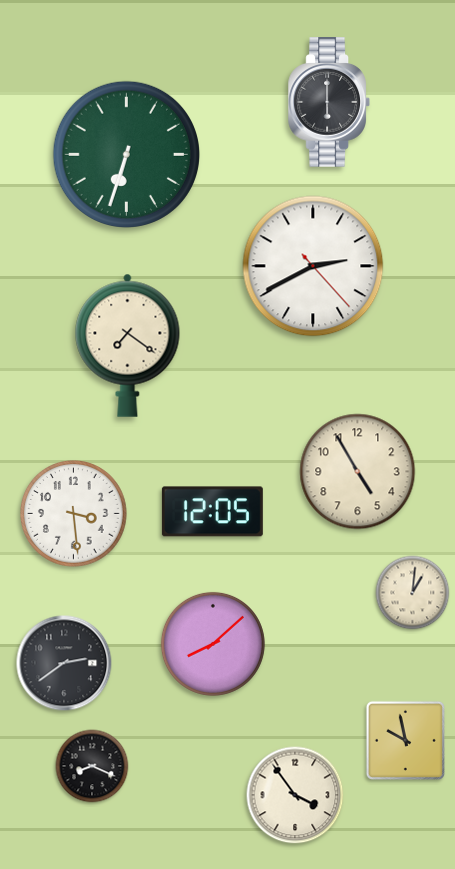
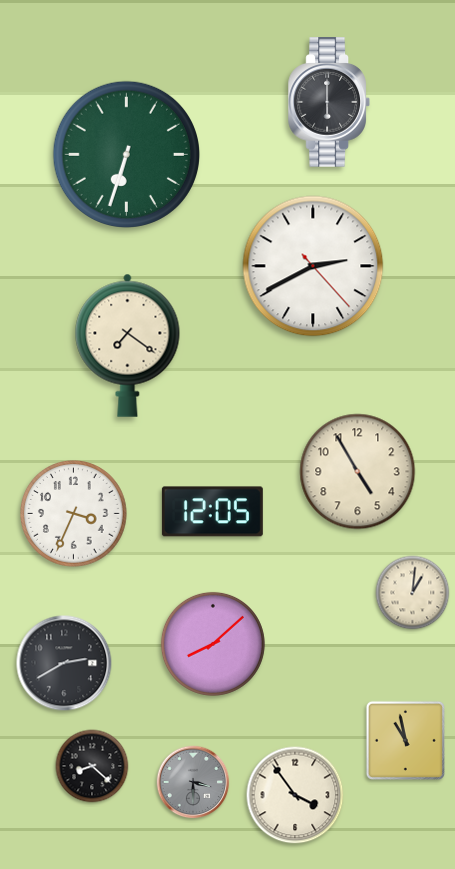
clock at (74, 514): 3:29 -> 3:34
clock at (64, 663): 2:39 -> 2:40
clock at (405, 740): 9:58 -> 10:58
clock at (92, 766): 8:19 -> 8:22
clock at (193, 782): none -> 3:30
